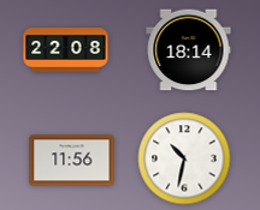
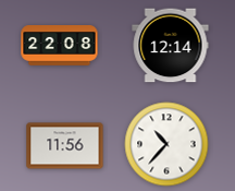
clock at (189, 50): 18:14 -> 12:14
clock at (184, 158): 10:32 -> 10:37
